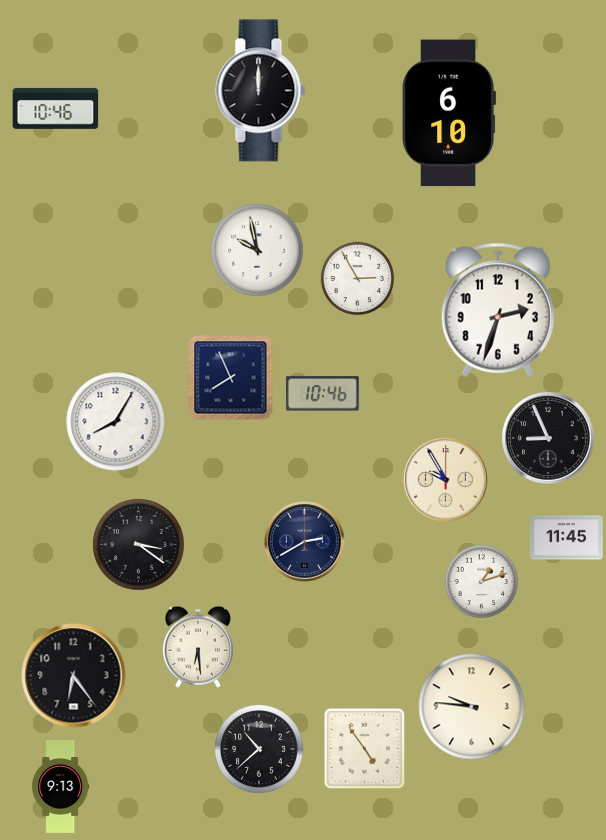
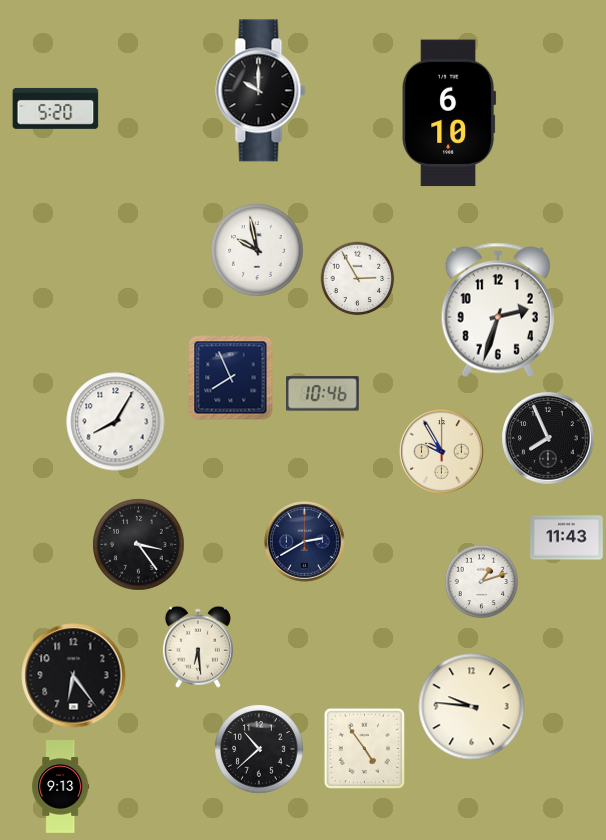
clock at (261, 91): 12:00 -> 10:00
clock at (56, 108): 10:46 -> 5:20
clock at (548, 438): 8:56 -> 7:56
clock at (446, 480) position: (446, 480) -> (442, 452)
clock at (567, 538): 11:45 -> 11:43
clock at (139, 545): 3:21 -> 3:24
